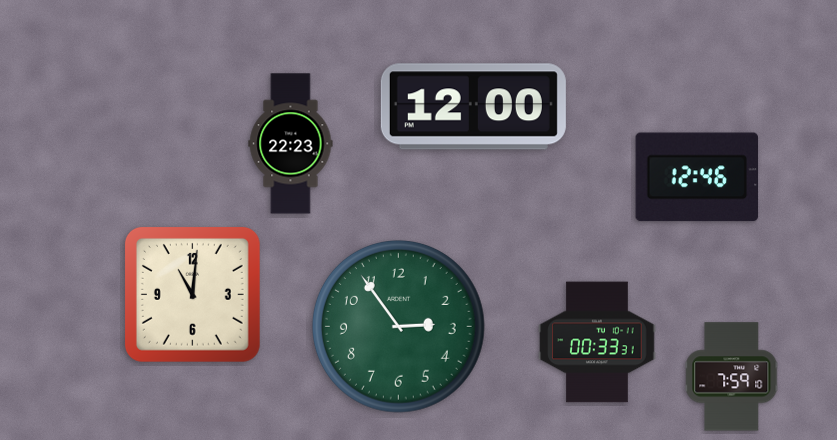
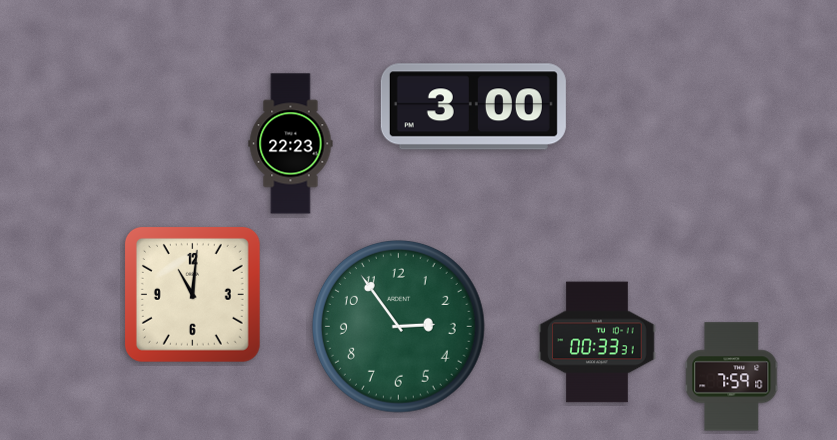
clock at (473, 107): 12:00 -> 3:00
clock at (697, 177): 12:46 -> none
